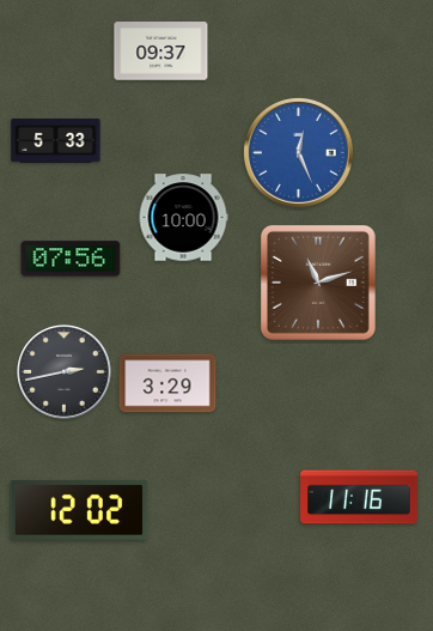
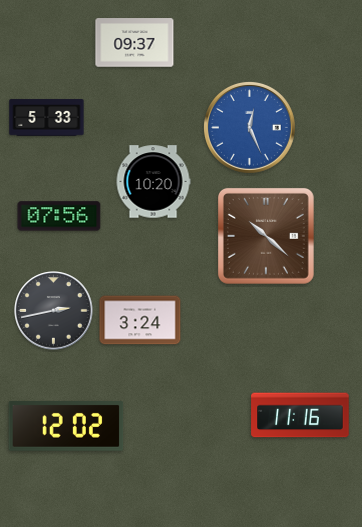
clock at (183, 218): 10:00 -> 10:20
clock at (318, 283): 11:12 -> 10:22
clock at (167, 383): 3:29 -> 3:24
